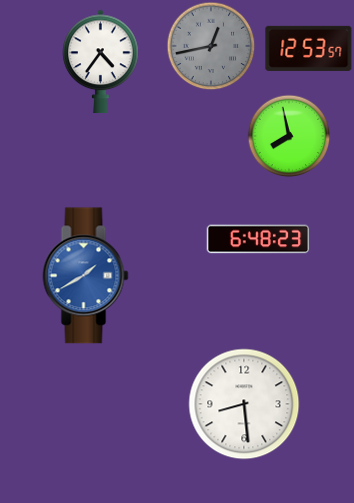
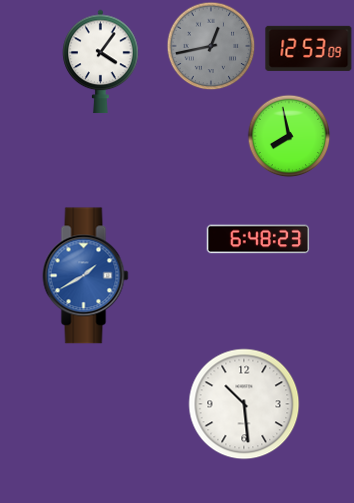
clock at (309, 48): 12:53:57 -> 12:53:09
clock at (101, 62): 4:36 -> 4:06
clock at (244, 404): 8:29 -> 10:29
